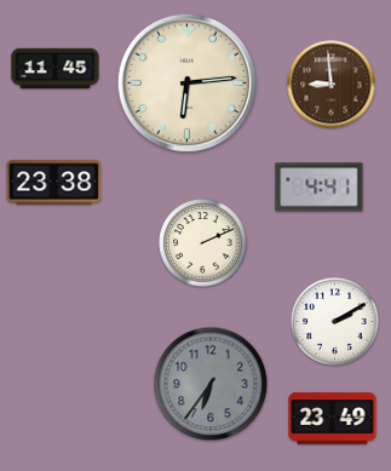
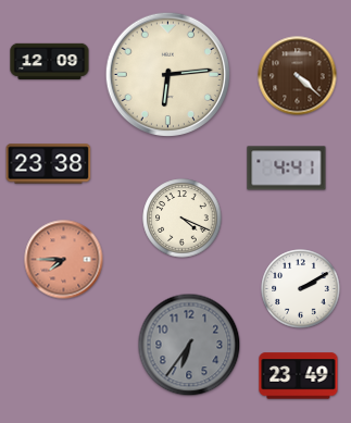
clock at (56, 68): 11:45 -> 12:09
clock at (332, 85): 8:59 -> 4:22
clock at (203, 243): 2:11 -> 4:19
clock at (64, 260): none -> 7:45
